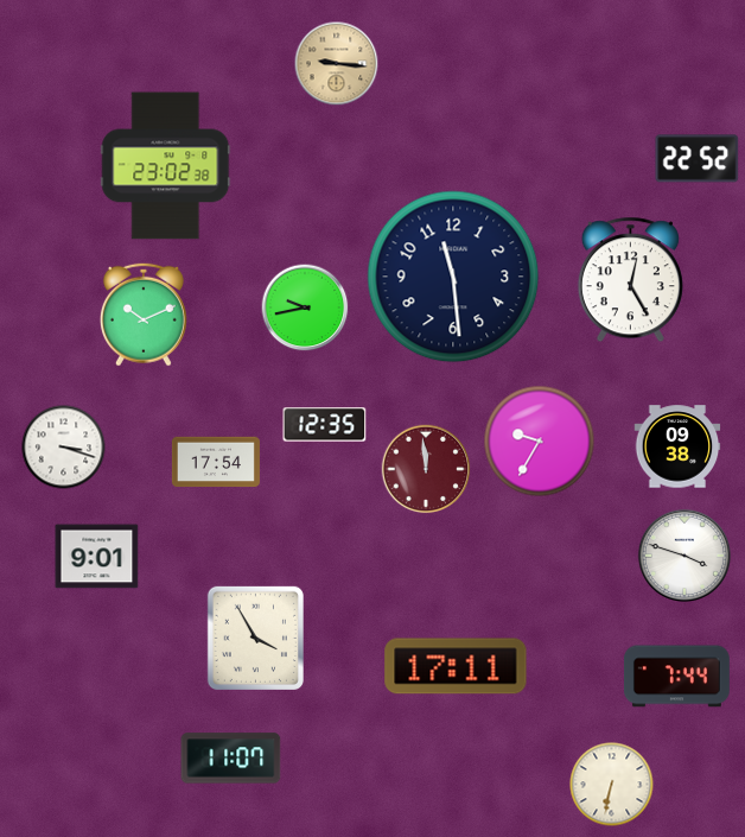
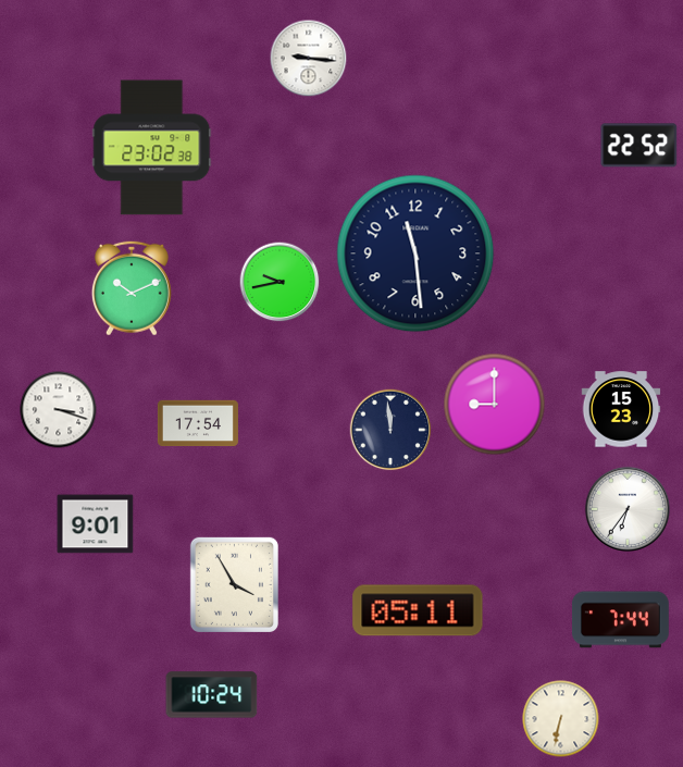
clock at (337, 64) dial: champagne -> white
clock at (166, 166) position: (166, 166) -> (152, 148)
clock at (630, 280): 12:25 -> none
clock at (325, 425): 12:35 -> none
clock at (540, 442): 9:35 -> 9:00
clock at (677, 446): 09:38 -> 15:23
clock at (426, 469) dial: burgundy -> navy
clock at (684, 556): 3:48 -> 6:36
clock at (97, 557) position: (97, 557) -> (96, 524)
clock at (456, 666): 17:11 -> 05:11
clock at (231, 759): 11:07 -> 10:24
